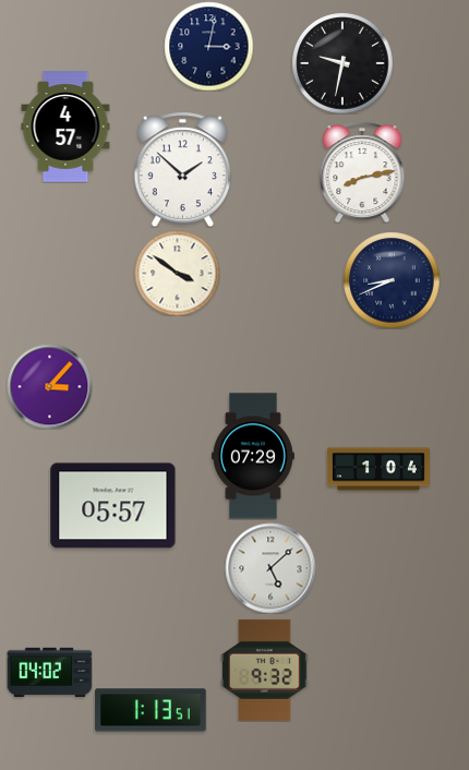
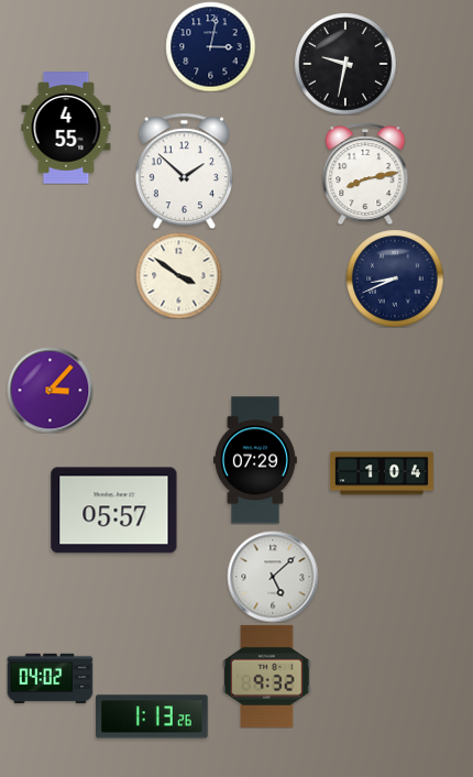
clock at (65, 127): 4:57 -> 4:55
clock at (392, 280) position: (392, 280) -> (395, 278)
clock at (270, 568) position: (270, 568) -> (273, 577)
clock at (151, 710): 1:13:51 -> 1:13:26
